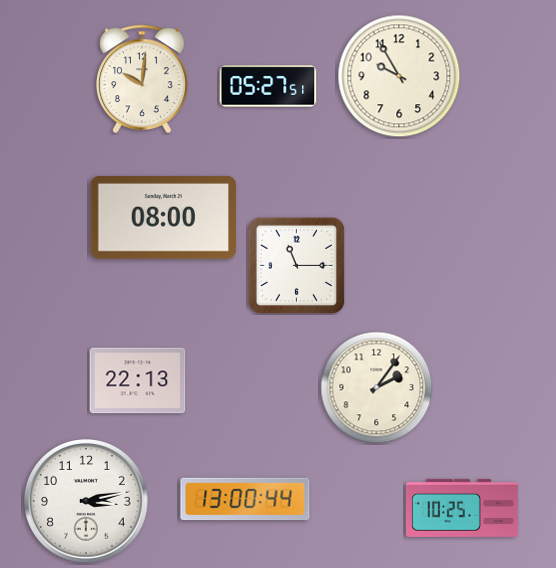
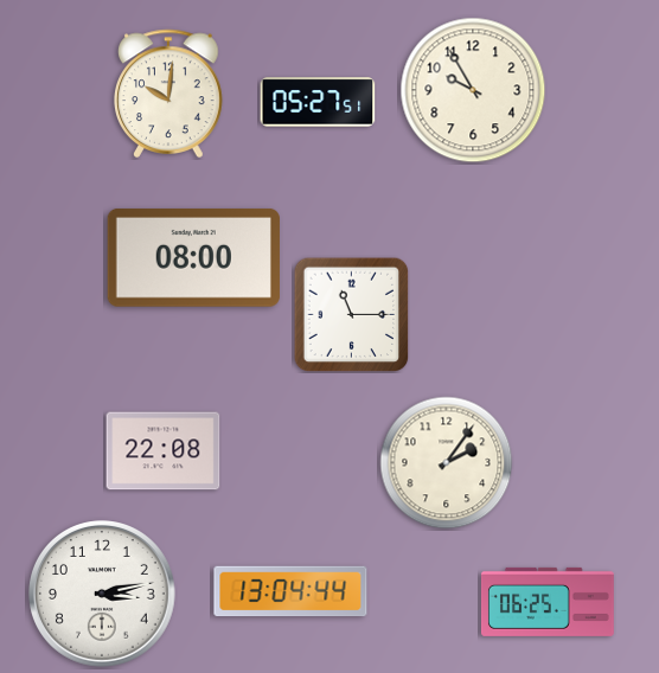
clock at (138, 381): 22:13 -> 22:08
clock at (377, 388) position: (377, 388) -> (447, 463)
clock at (245, 499): 13:00 -> 13:04
clock at (462, 508): 10:25 -> 06:25
